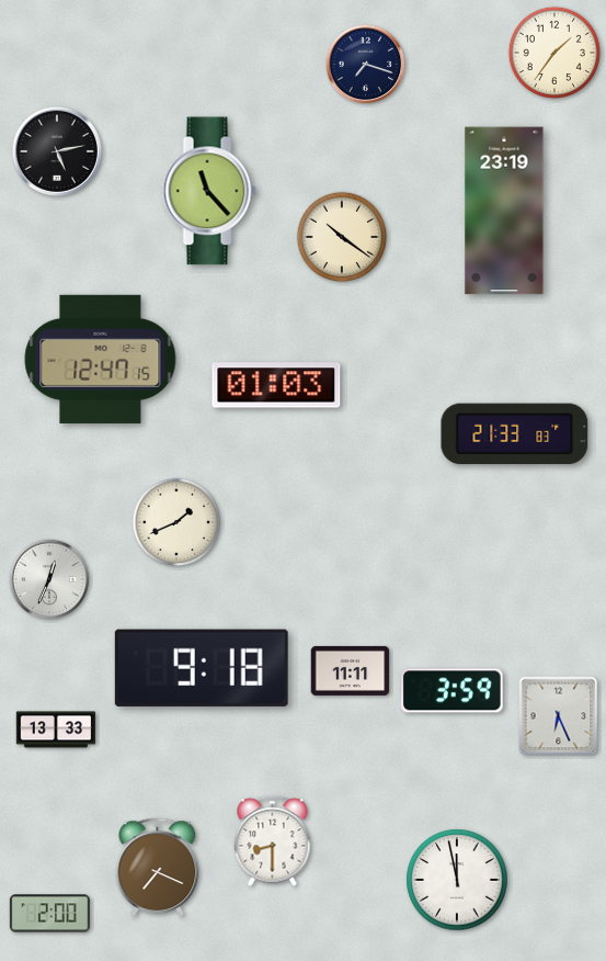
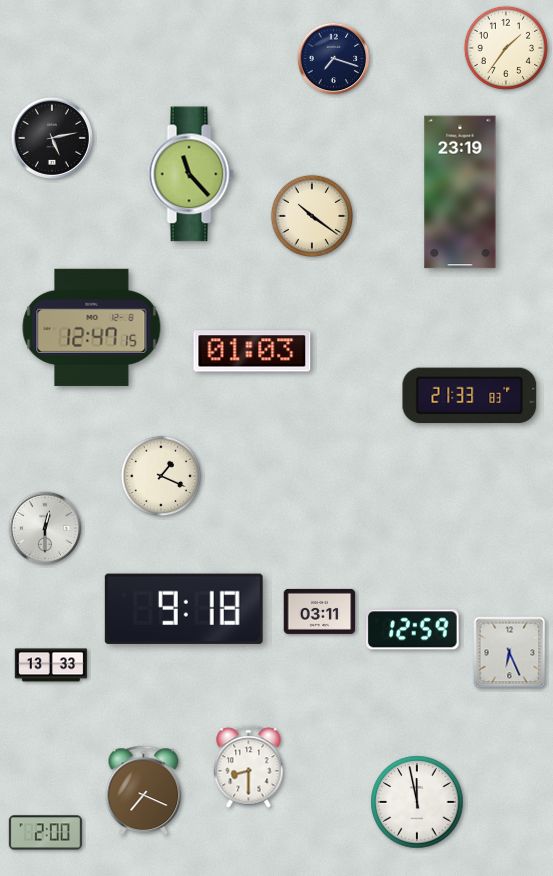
clock at (176, 522): 1:41 -> 1:19
clock at (49, 579): 12:34 -> 12:30
clock at (351, 670): 11:11 -> 03:11
clock at (451, 691): 3:59 -> 12:59
